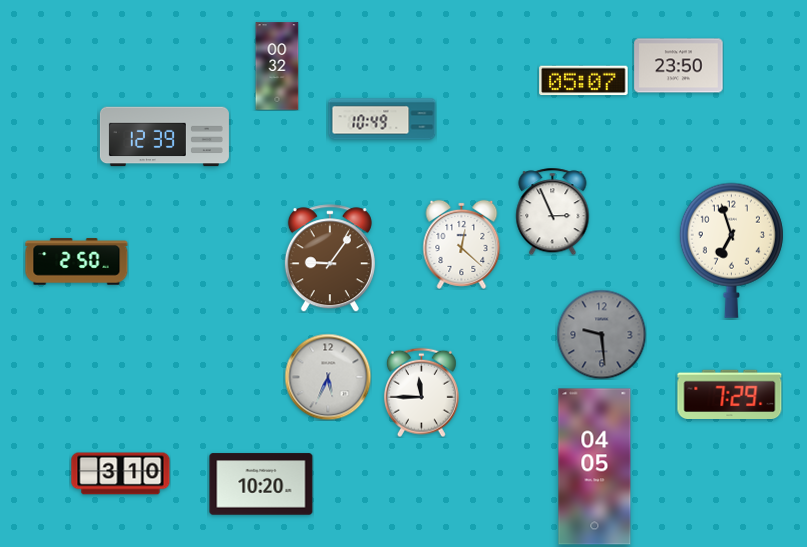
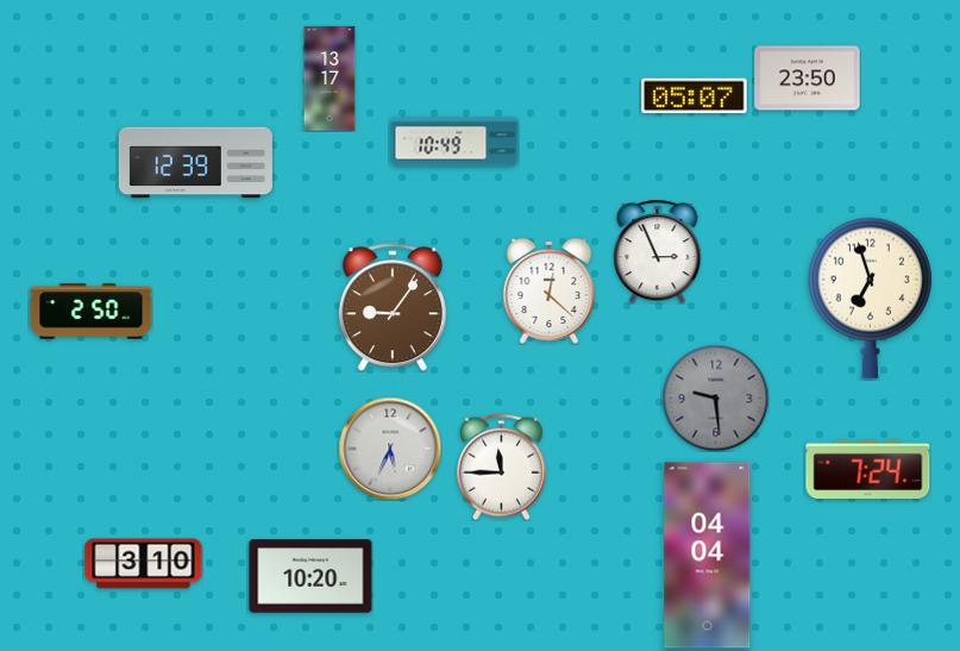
clock at (277, 66): 00:32 -> 13:17
clock at (730, 394): 7:29 -> 7:24
clock at (595, 467): 04:05 -> 04:04
